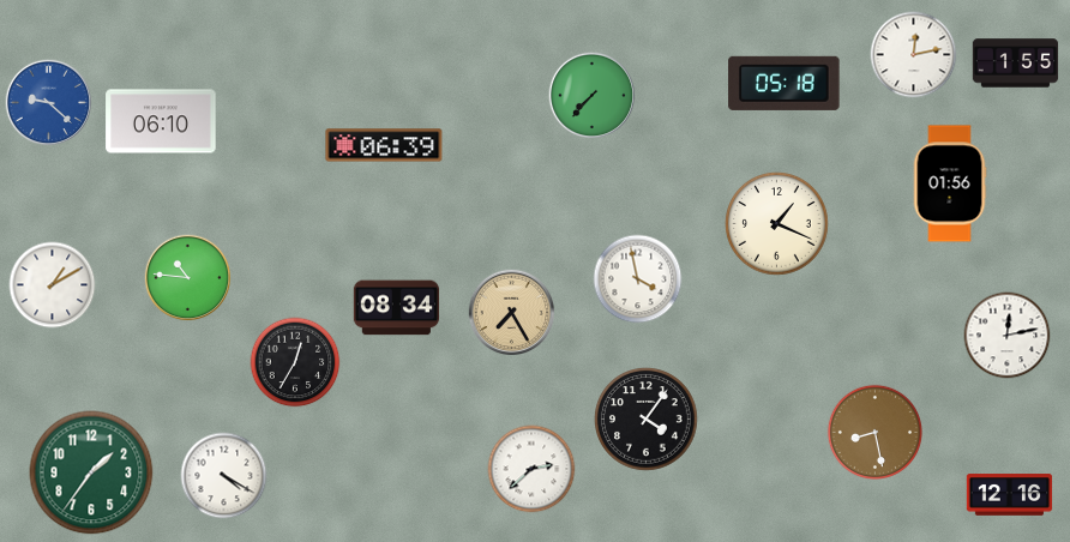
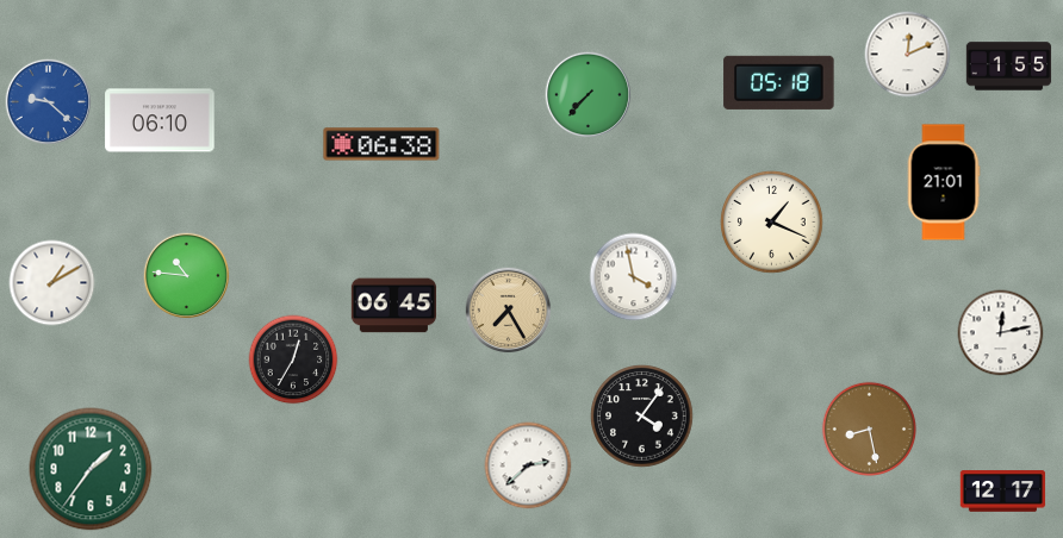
clock at (914, 55): 12:13 -> 12:11
clock at (1016, 64) position: (1016, 64) -> (1009, 67)
clock at (384, 145): 06:39 -> 06:38
clock at (950, 183): 01:56 -> 21:01
clock at (396, 308): 08:34 -> 06:45
clock at (224, 476): 4:20 -> none
clock at (1010, 495): 12:16 -> 12:17
